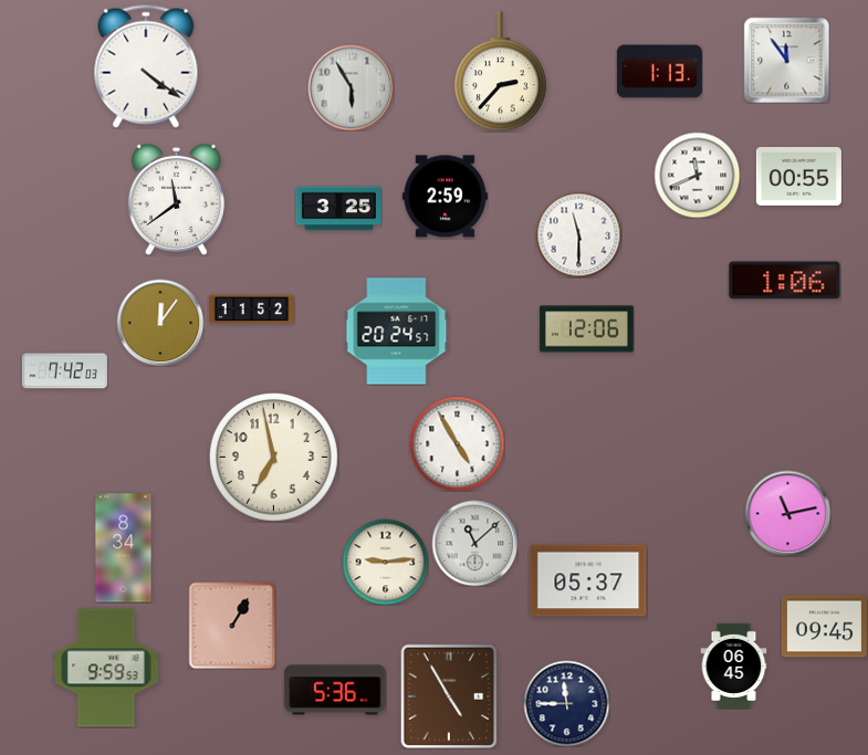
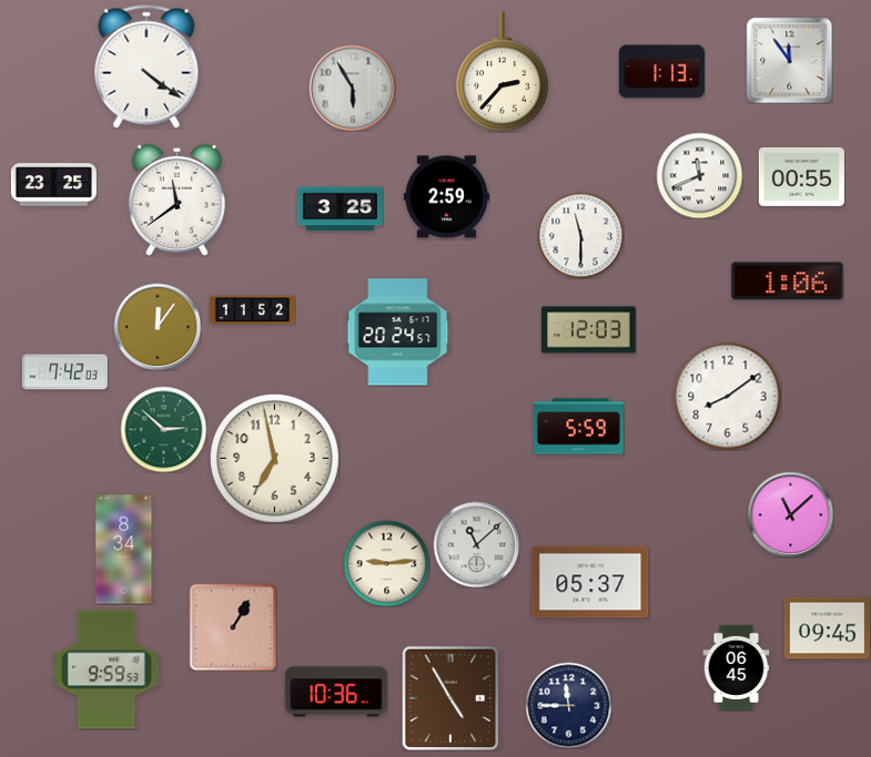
clock at (53, 185): none -> 23:25
clock at (160, 323) position: (160, 323) -> (158, 327)
clock at (587, 329): 12:06 -> 12:03
clock at (727, 396): none -> 8:09
clock at (578, 427): none -> 5:59
clock at (163, 429): none -> 2:52
clock at (457, 443): 4:55 -> none
clock at (787, 513): 11:13 -> 11:08
clock at (335, 690): 5:36 -> 10:36
